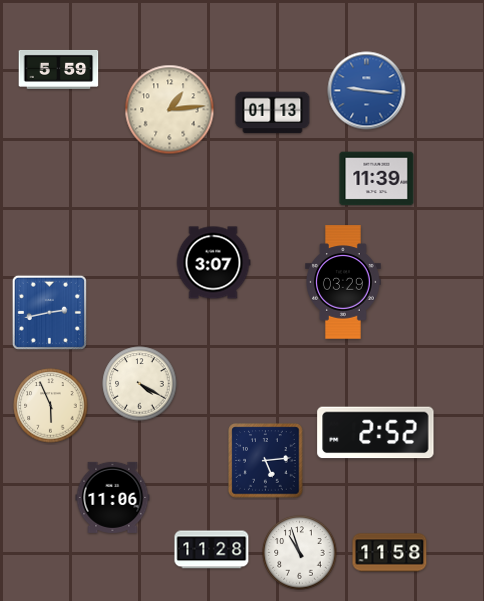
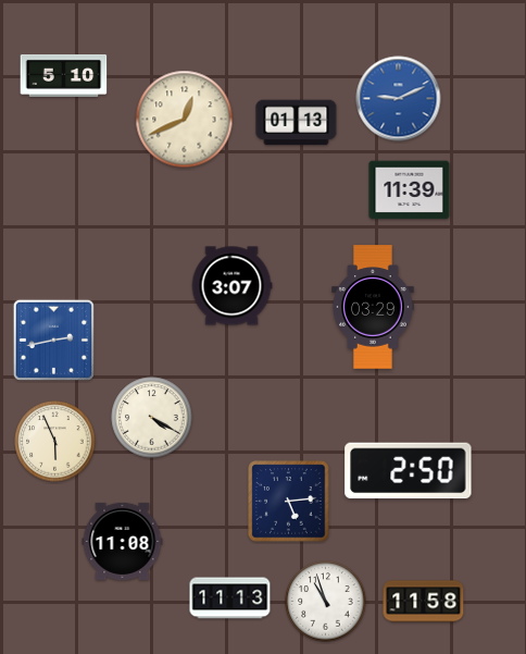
clock at (59, 69): 5:59 -> 5:10
clock at (367, 91): 9:16 -> 9:11
clock at (170, 110): 1:14 -> 12:41
clock at (377, 179) position: (377, 179) -> (410, 190)
clock at (376, 433): 2:52 -> 2:50
clock at (113, 497): 11:06 -> 11:08
clock at (212, 550): 11:28 -> 11:13
